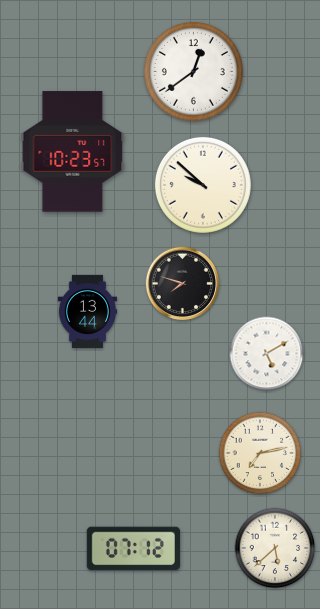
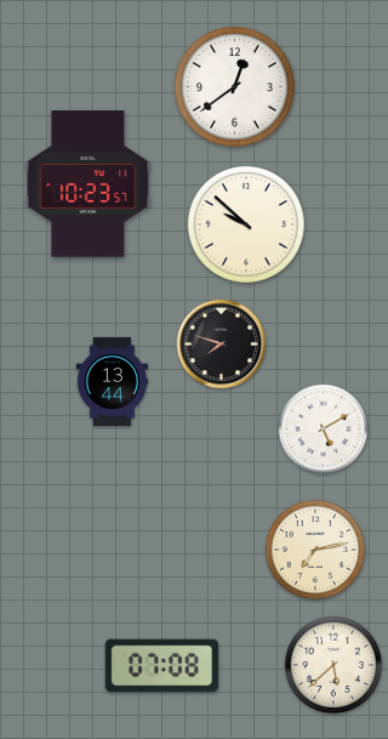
clock at (87, 311) position: (87, 311) -> (112, 381)
clock at (133, 549): 07:12 -> 07:08
